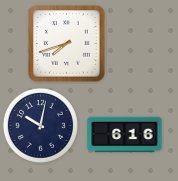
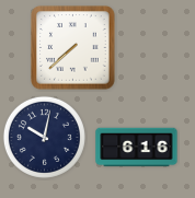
clock at (67, 44): 7:42 -> 7:38
